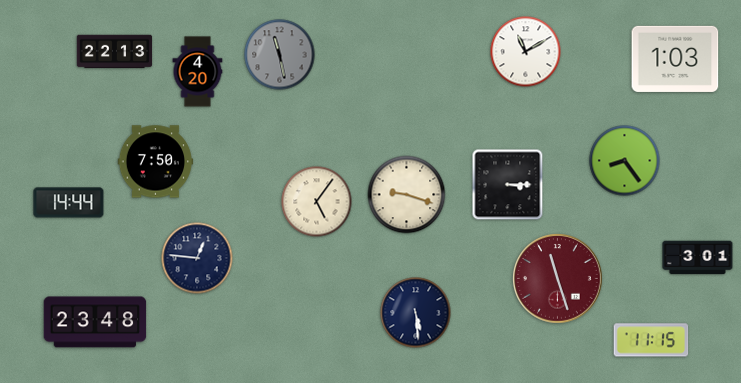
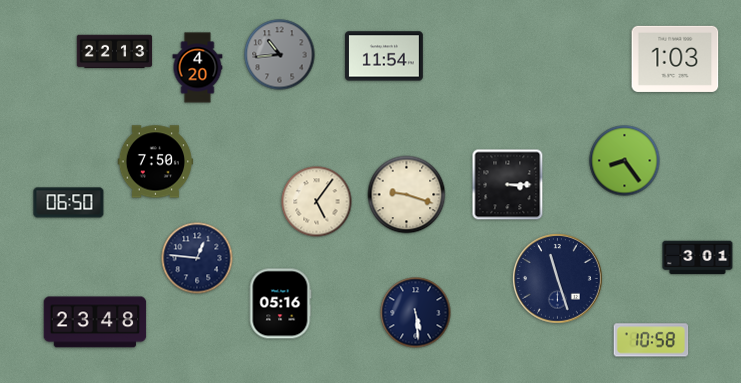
clock at (526, 52): 11:10 -> none
clock at (280, 55): 11:28 -> 10:44
clock at (384, 56): none -> 11:54
clock at (198, 72) position: (198, 72) -> (198, 68)
clock at (69, 203): 14:44 -> 06:50
clock at (558, 279) dial: burgundy -> navy
clock at (280, 304): none -> 05:16
clock at (651, 340): 11:15 -> 10:58
